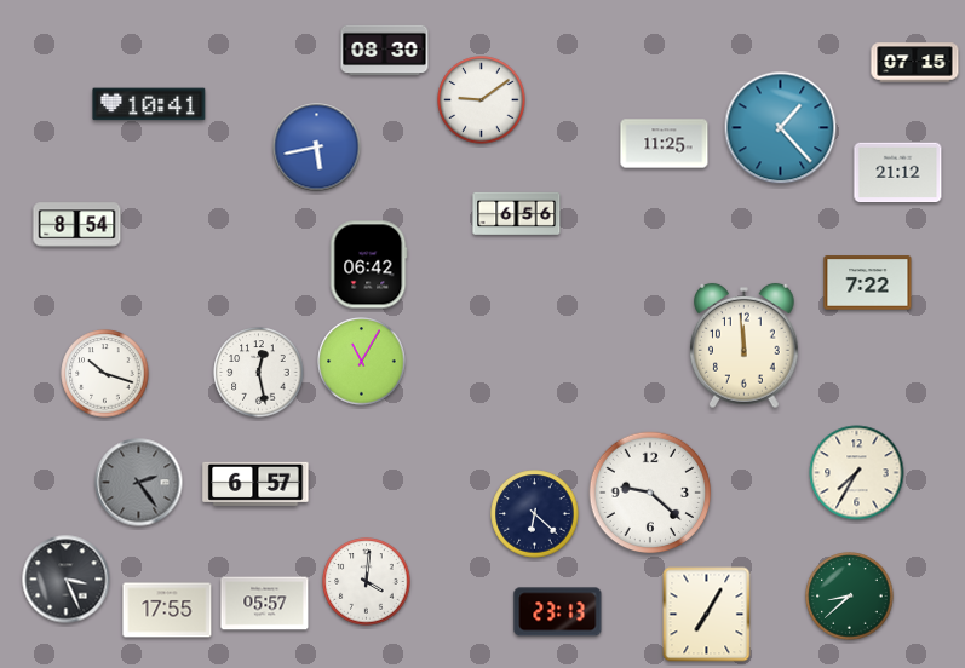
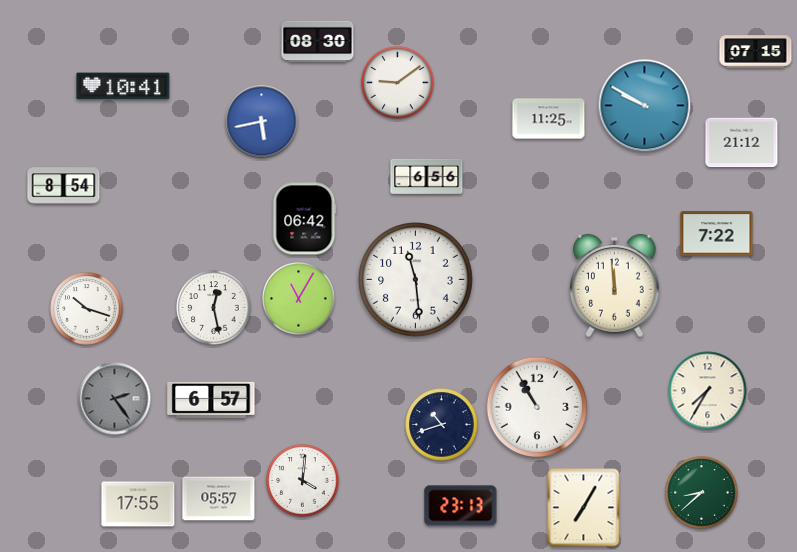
clock at (781, 128): 1:23 -> 9:50
clock at (416, 280): none -> 11:29
clock at (650, 493): 9:22 -> 10:55
clock at (535, 514): 6:22 -> 10:42
clock at (67, 580): 3:26 -> none
